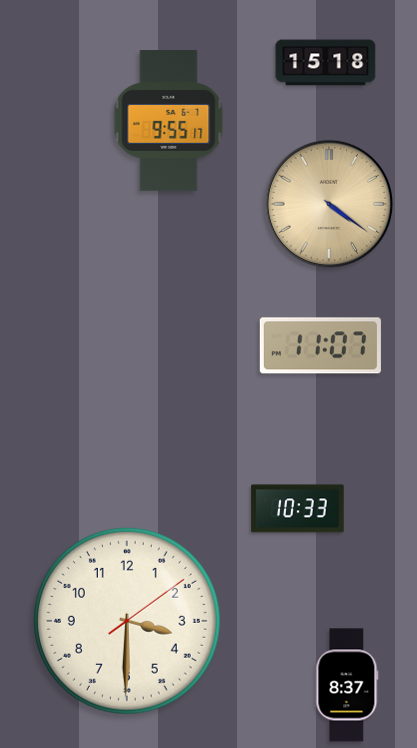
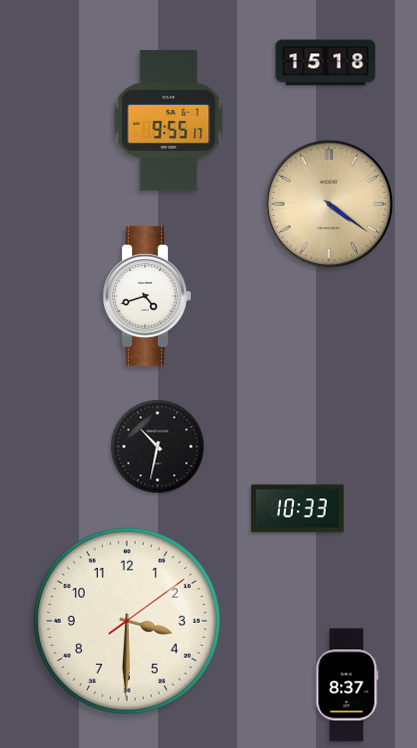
clock at (147, 296): none -> 4:42
clock at (320, 346): 11:07 -> none
clock at (158, 447): none -> 10:32
